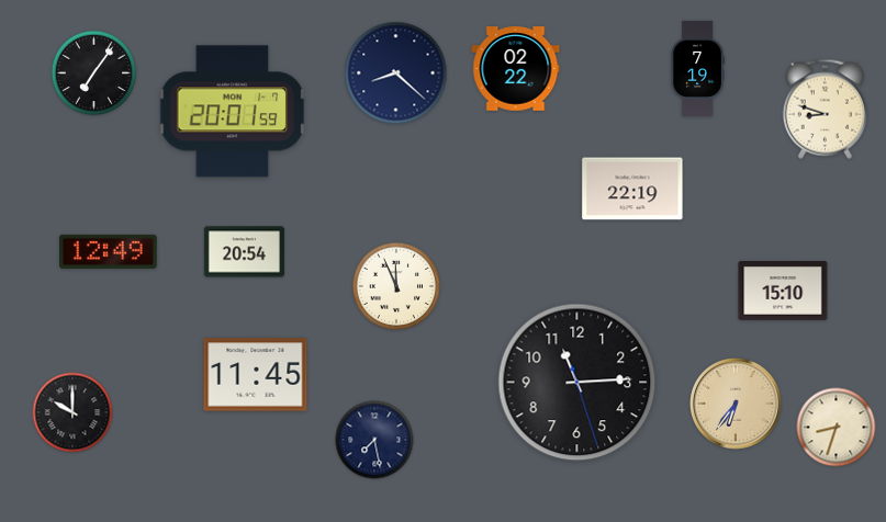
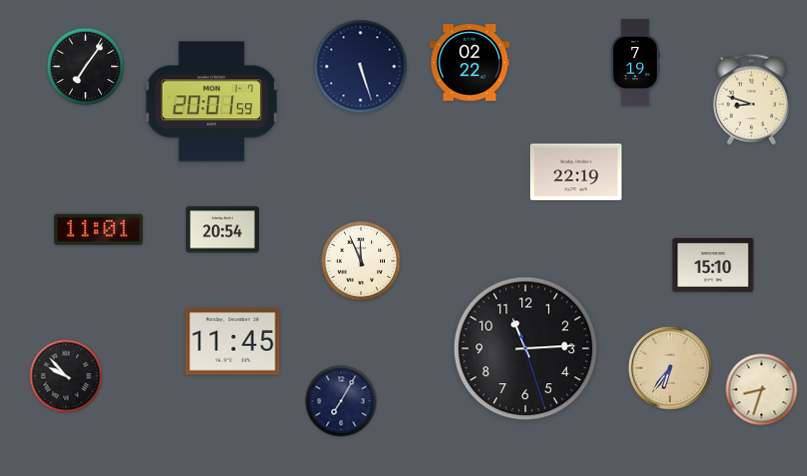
clock at (396, 73): 8:22 -> 5:27
clock at (109, 251): 12:49 -> 11:01
clock at (72, 412): 10:00 -> 9:53
clock at (374, 440): 7:28 -> 7:05
